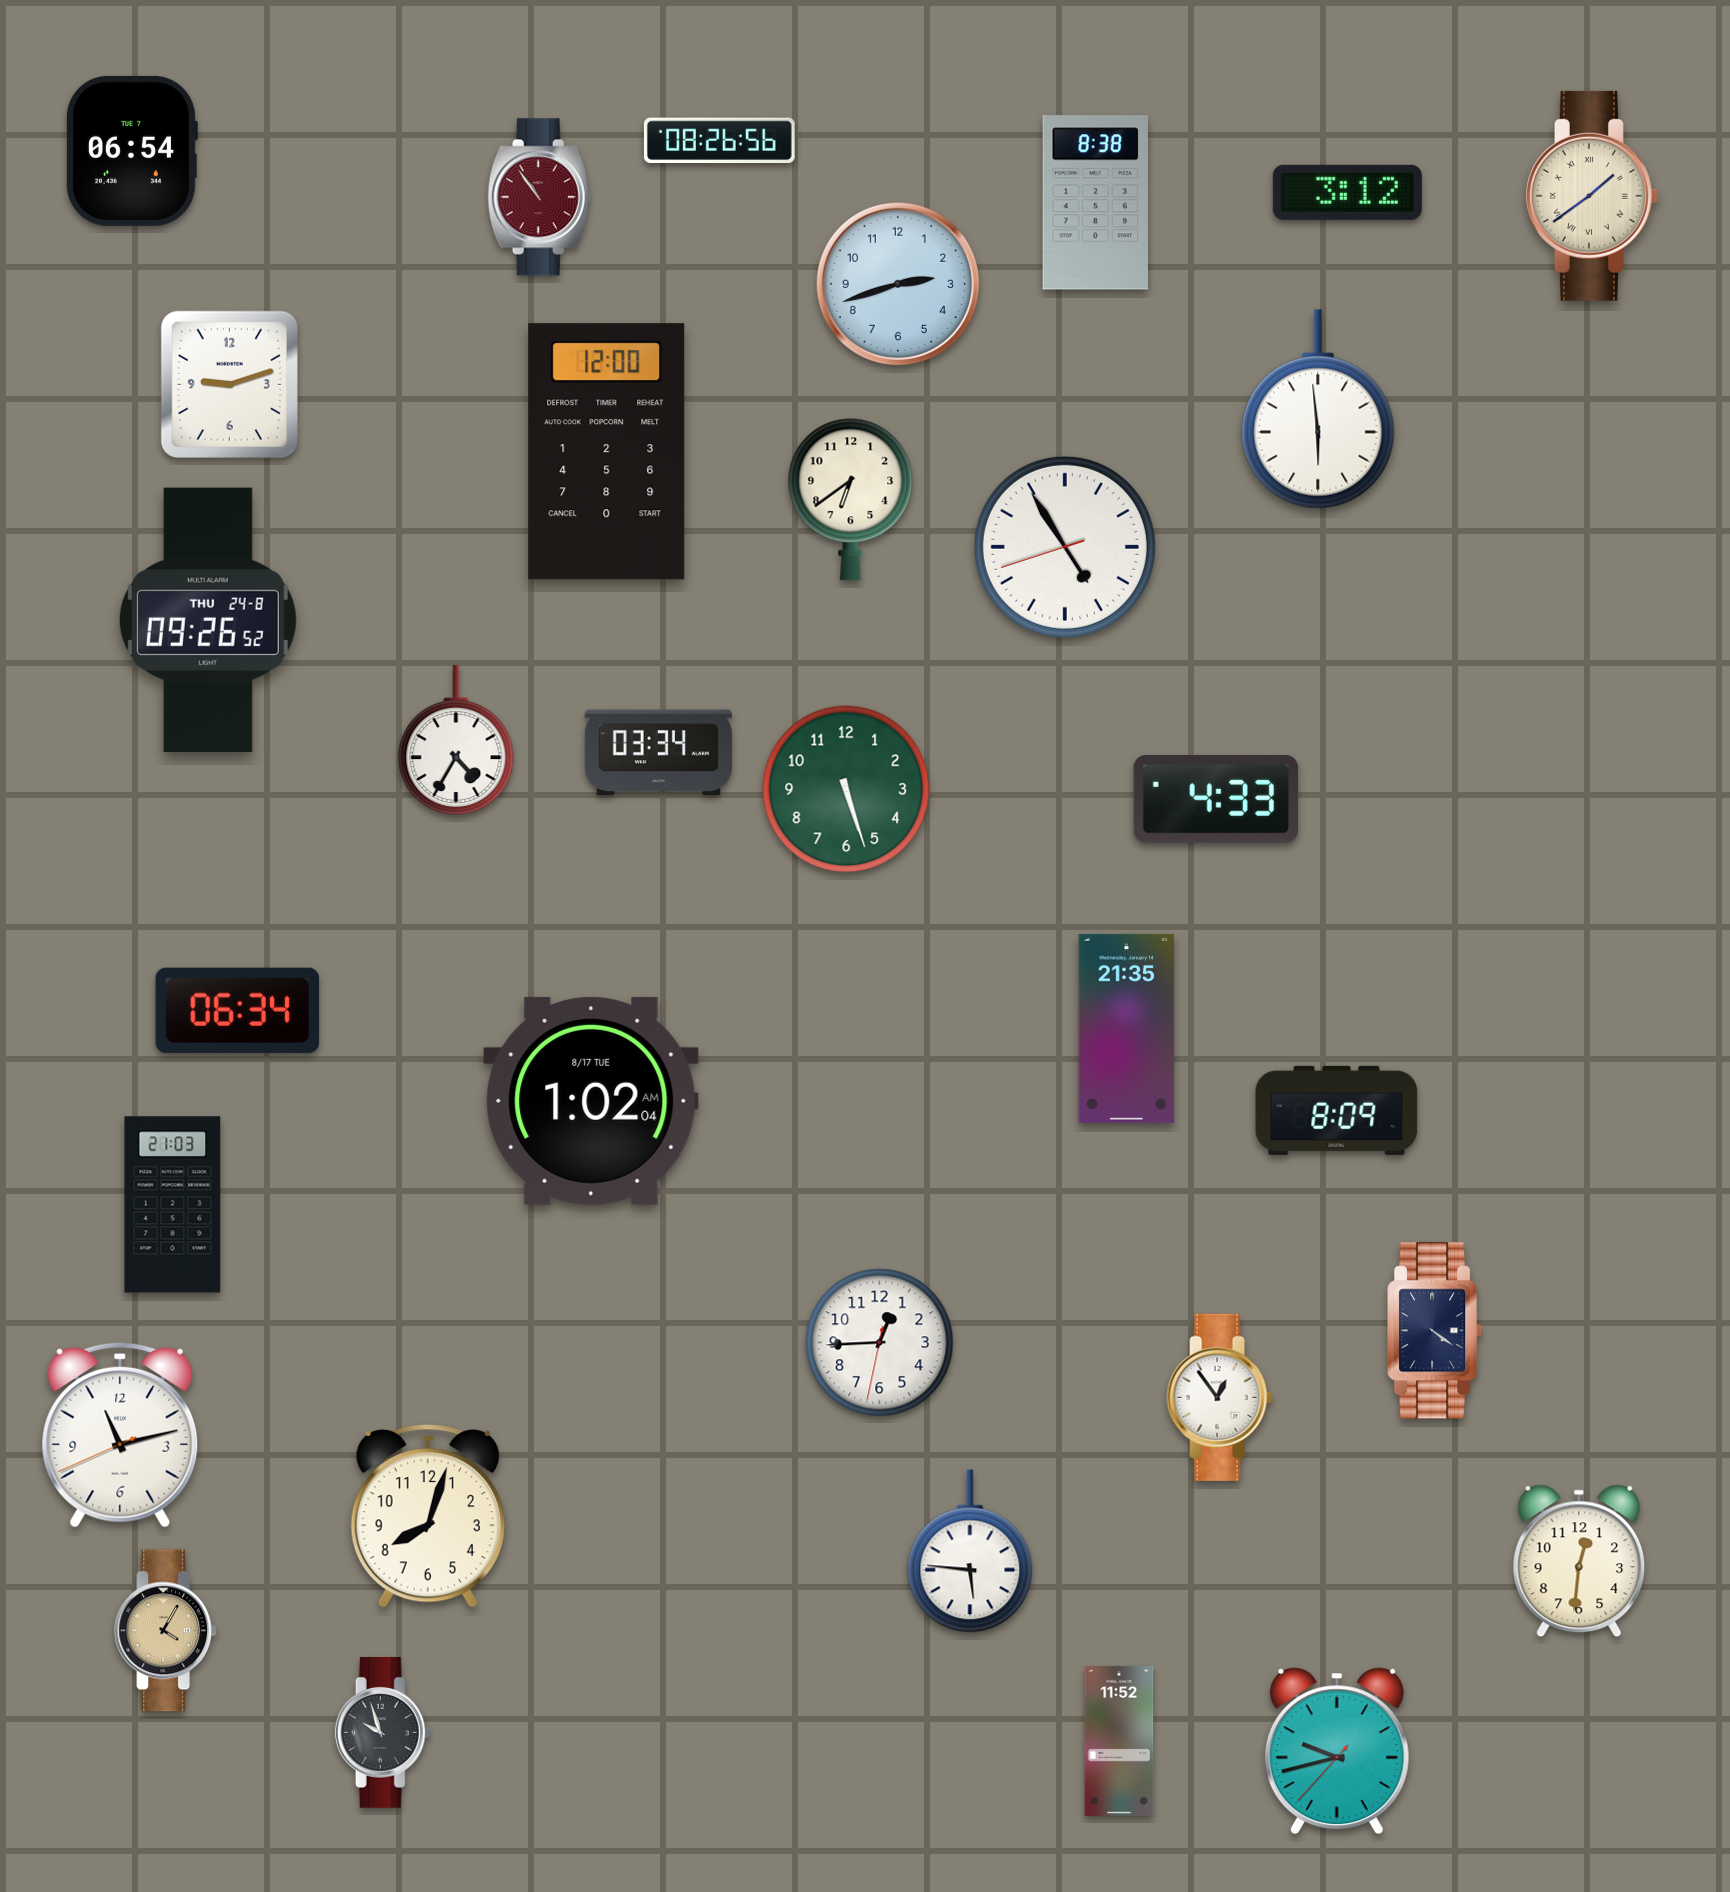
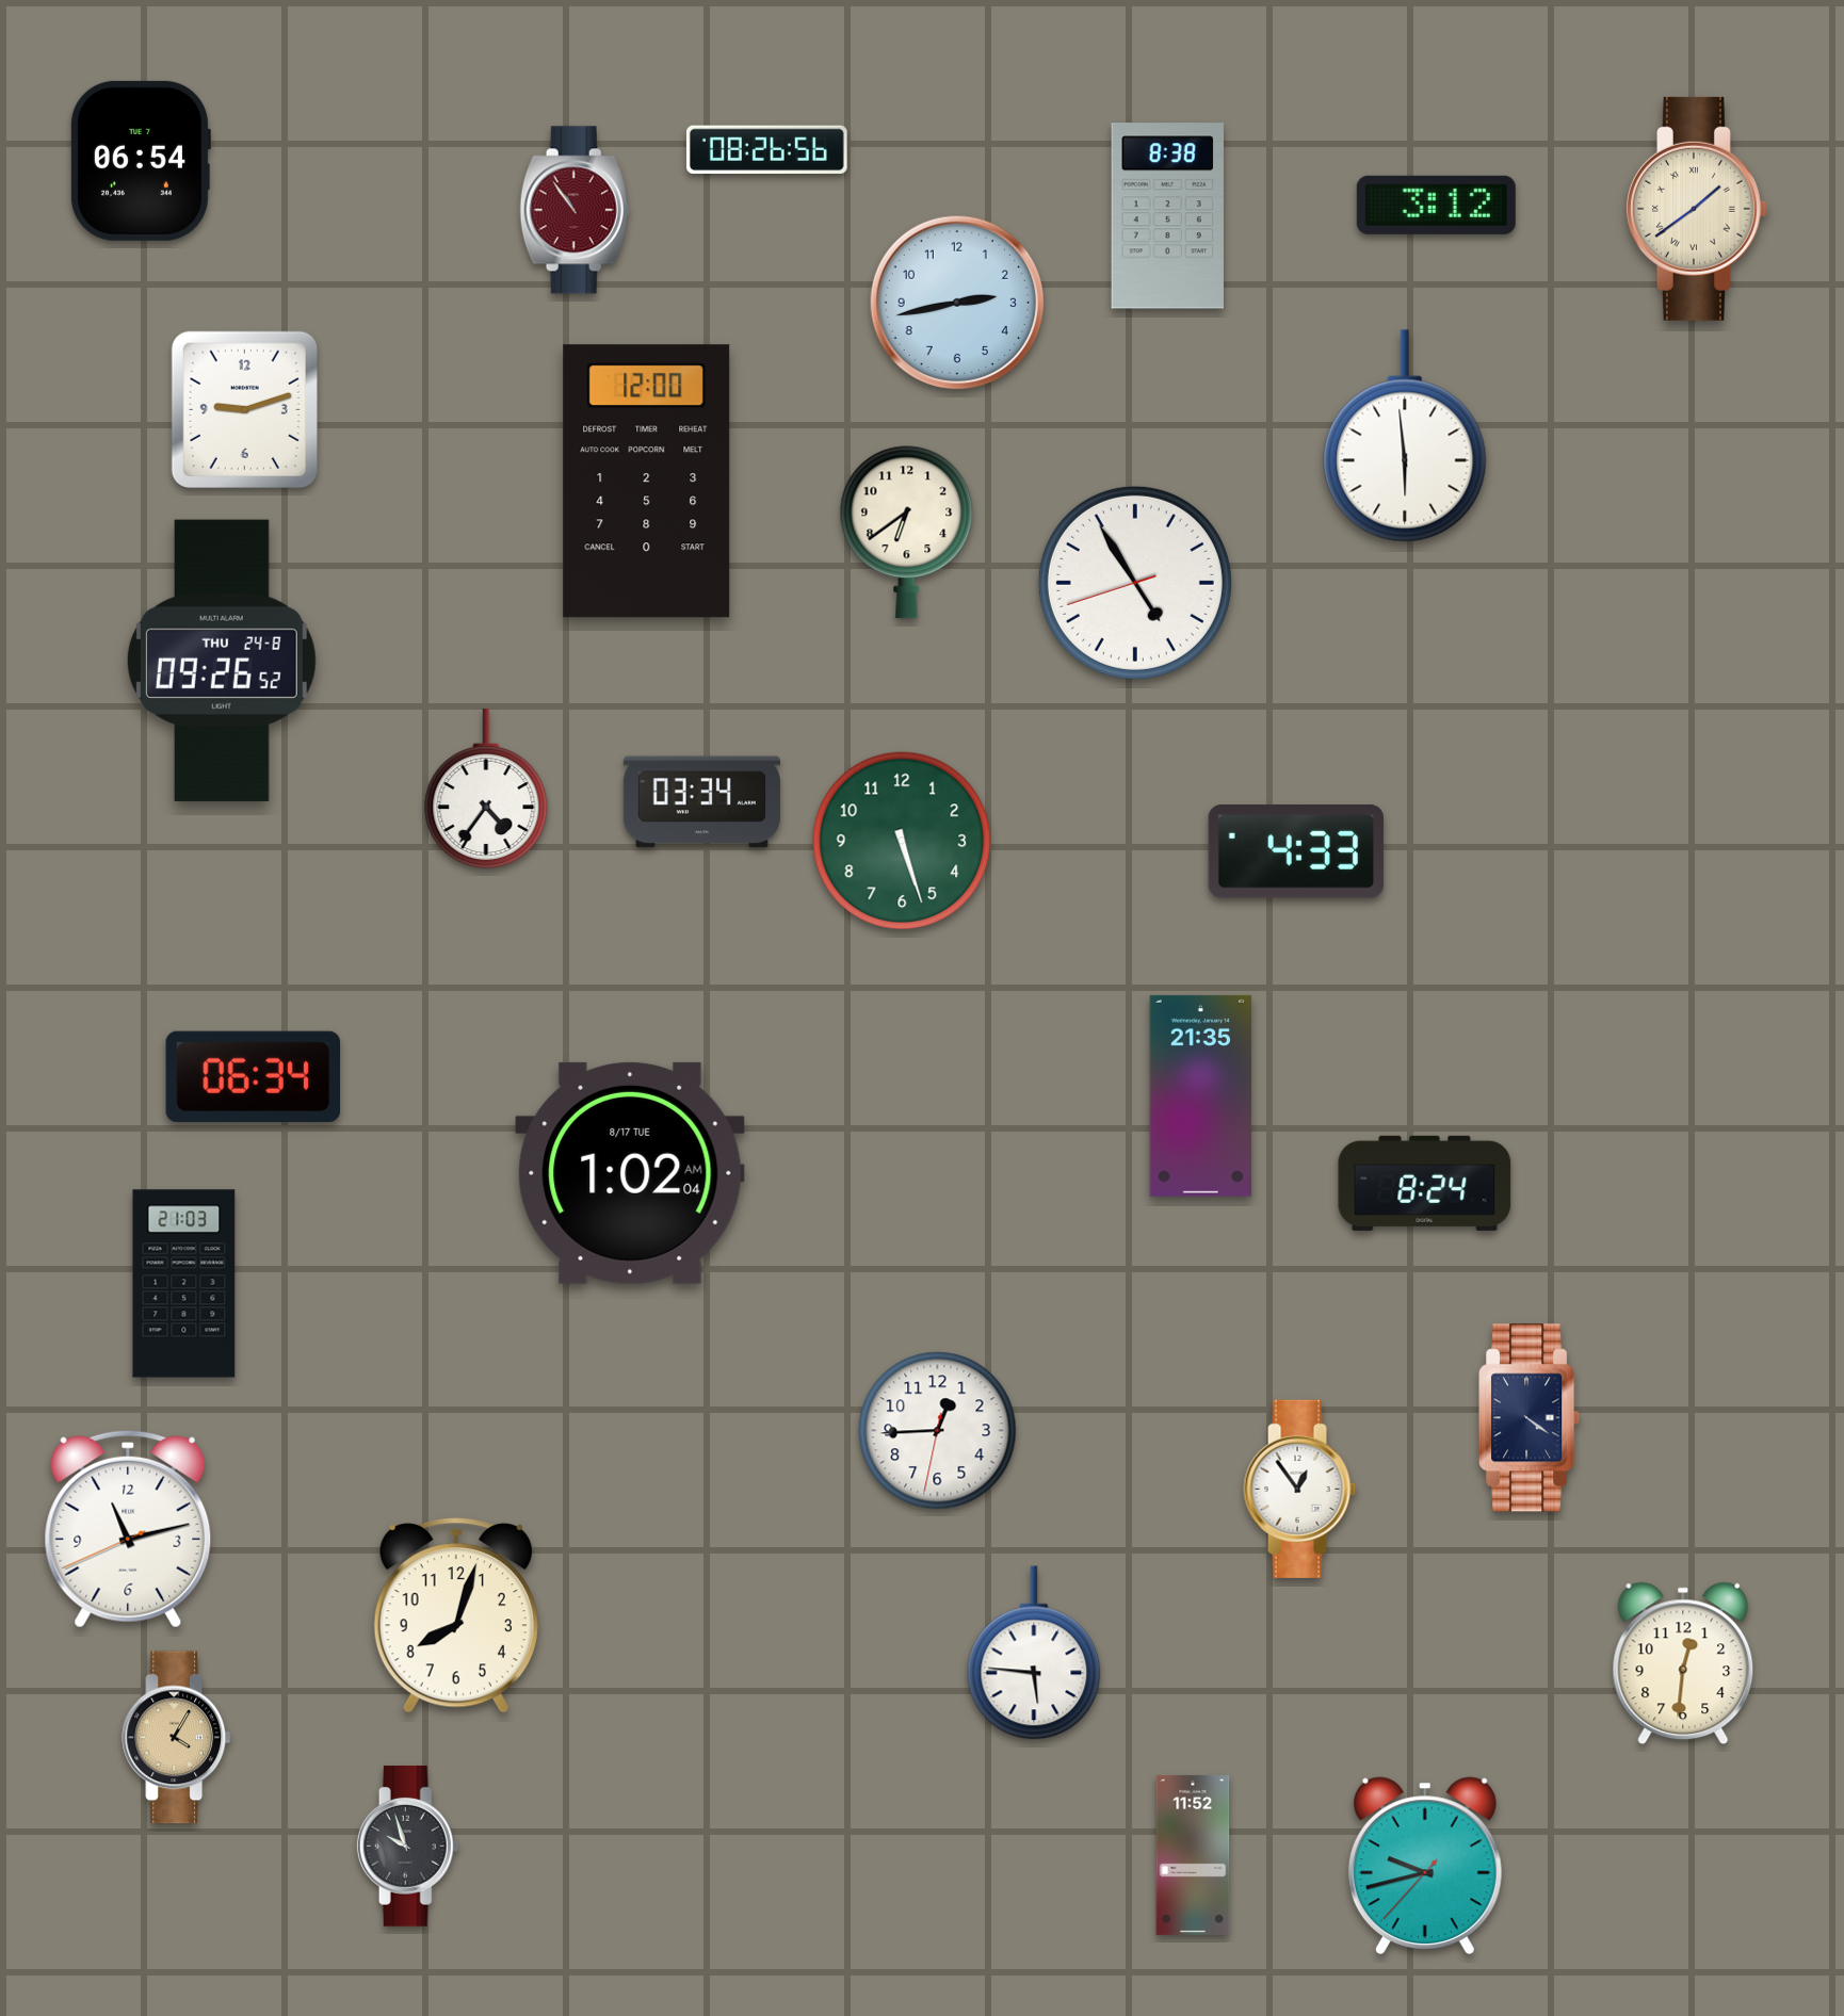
clock at (897, 283): 2:42 -> 2:43
clock at (456, 740): 4:35 -> 4:36
clock at (1337, 1110): 8:09 -> 8:24
